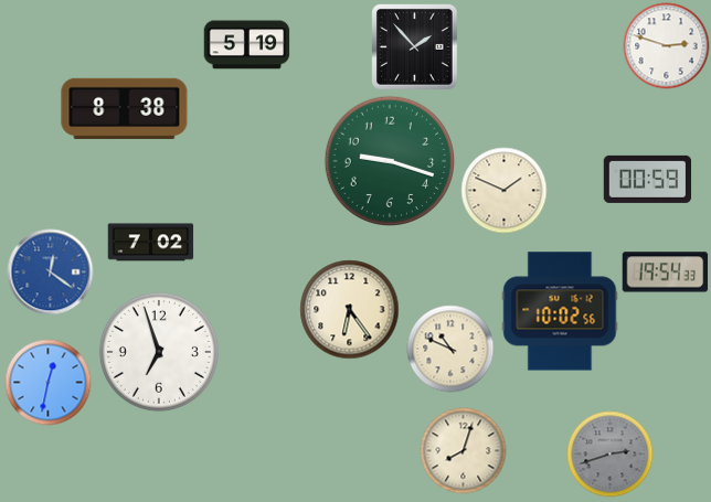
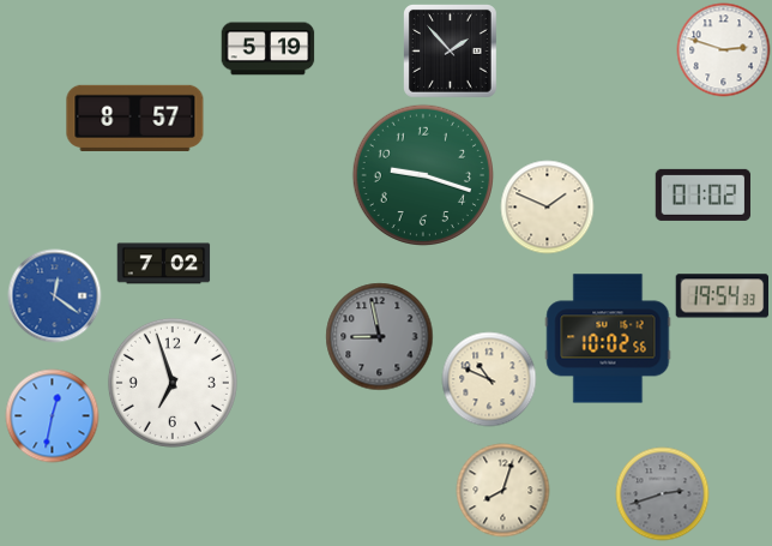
clock at (125, 108): 8:38 -> 8:57
clock at (647, 179): 00:59 -> 01:02
clock at (349, 309): 6:24 -> 8:58
clock at (349, 309) dial: cream -> grey
